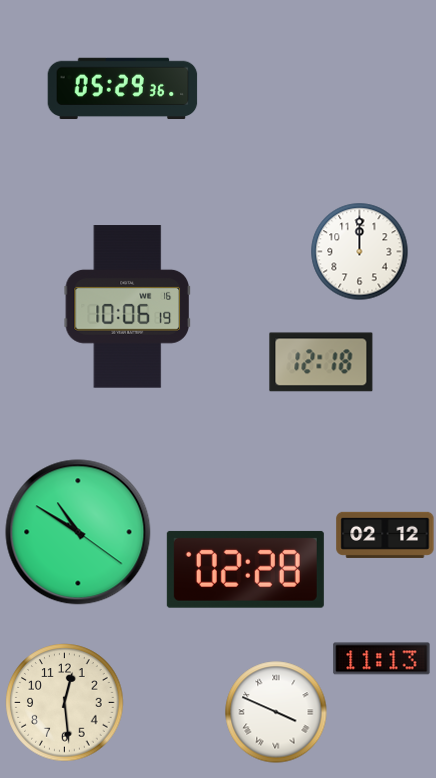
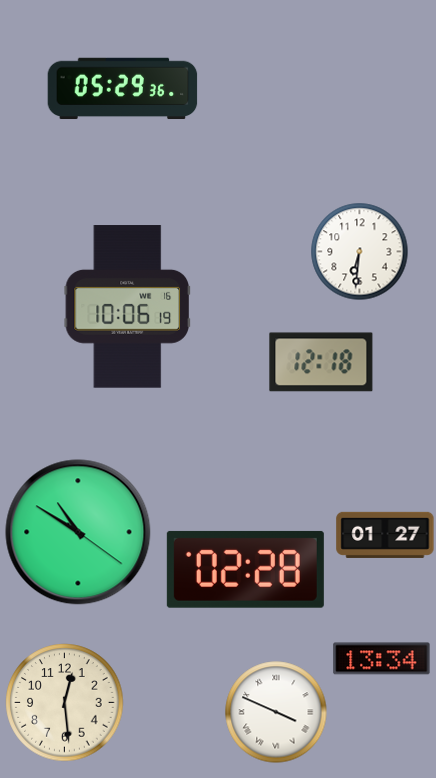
clock at (360, 252): 12:00 -> 6:31
clock at (385, 535): 02:12 -> 01:27
clock at (382, 659): 11:13 -> 13:34
